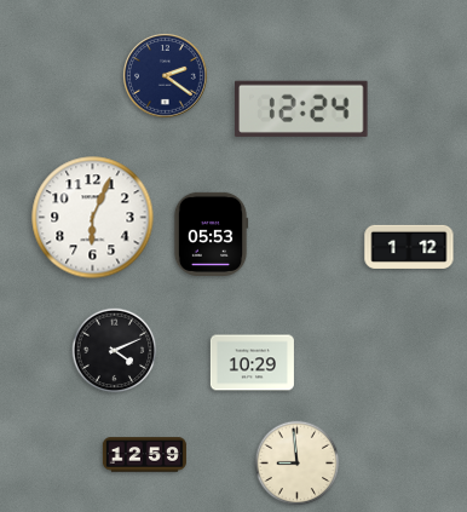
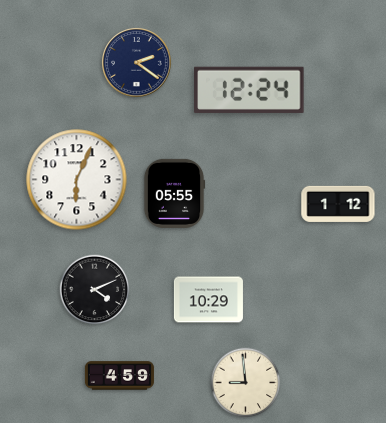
clock at (211, 234): 05:53 -> 05:55
clock at (144, 455): 12:59 -> 4:59
